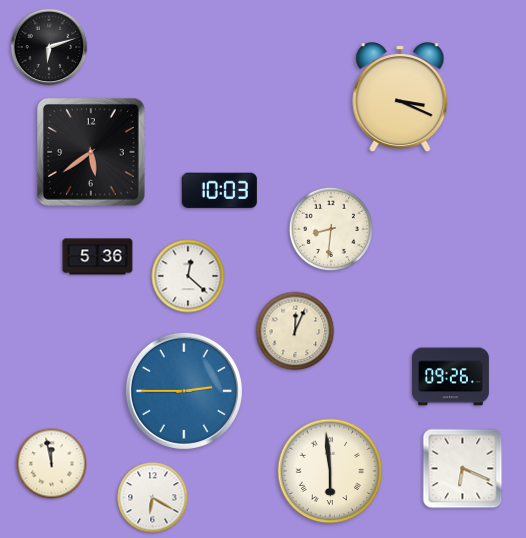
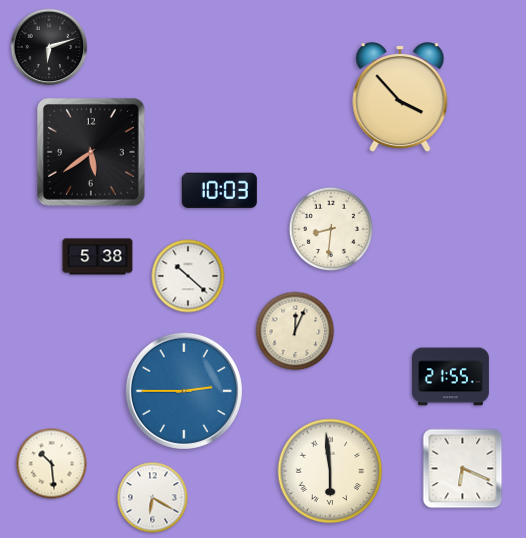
clock at (400, 98): 3:19 -> 3:53
clock at (98, 257): 5:36 -> 5:38
clock at (188, 276): 12:22 -> 10:22
clock at (451, 377): 09:26 -> 21:55
clock at (52, 464): 11:58 -> 10:29
